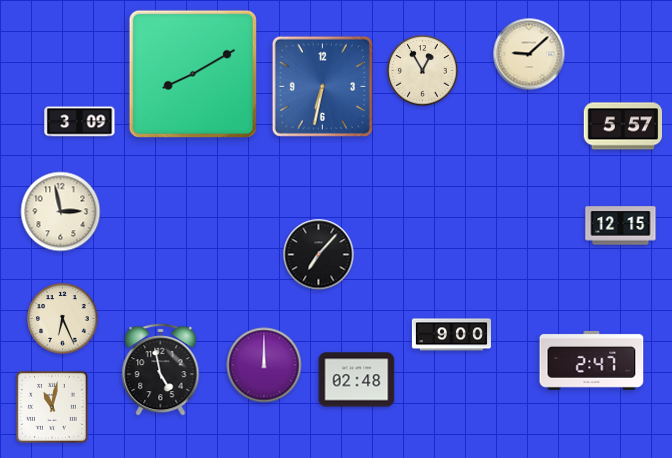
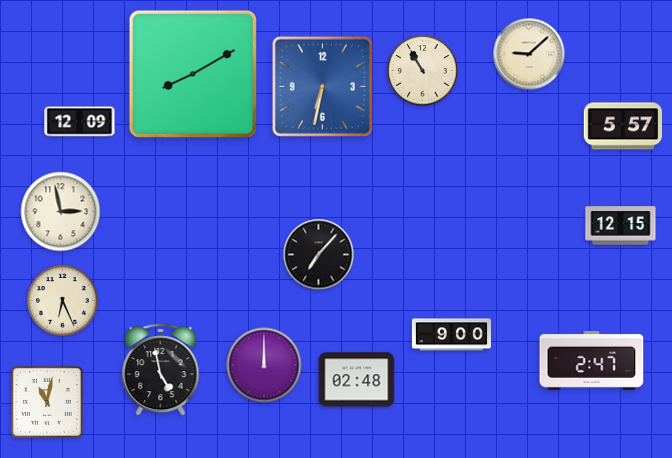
clock at (423, 71): 12:55 -> 10:55
clock at (80, 122): 3:09 -> 12:09
clock at (63, 319) position: (63, 319) -> (63, 301)
clock at (52, 407) position: (52, 407) -> (47, 402)
